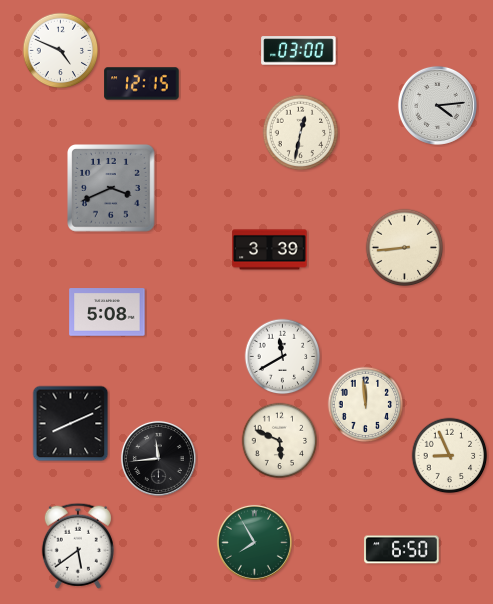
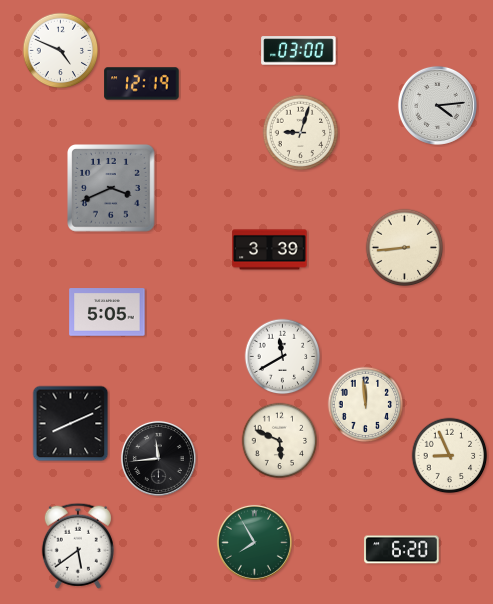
clock at (142, 84): 12:15 -> 12:19
clock at (301, 133): 12:32 -> 9:03
clock at (107, 312): 5:08 -> 5:05
clock at (402, 550): 6:50 -> 6:20
